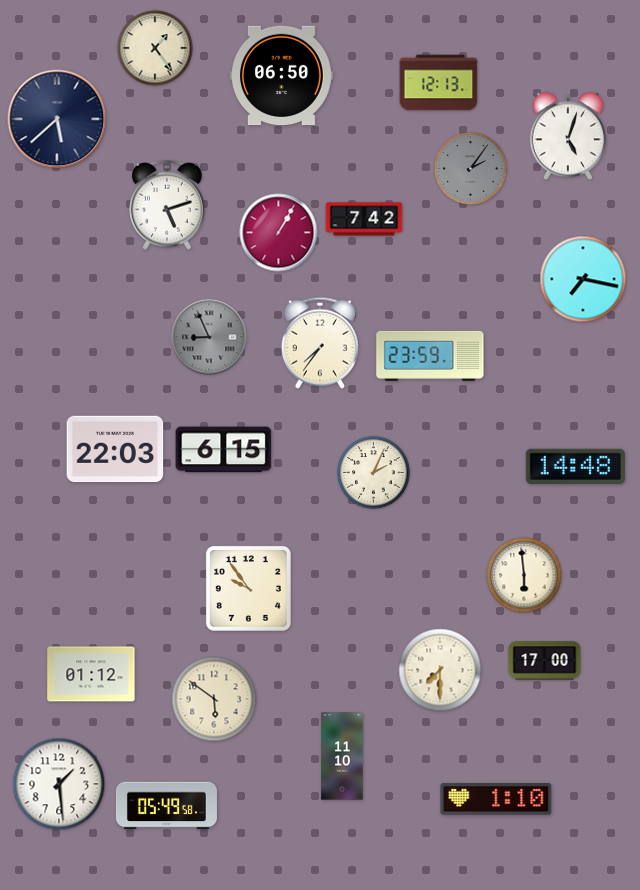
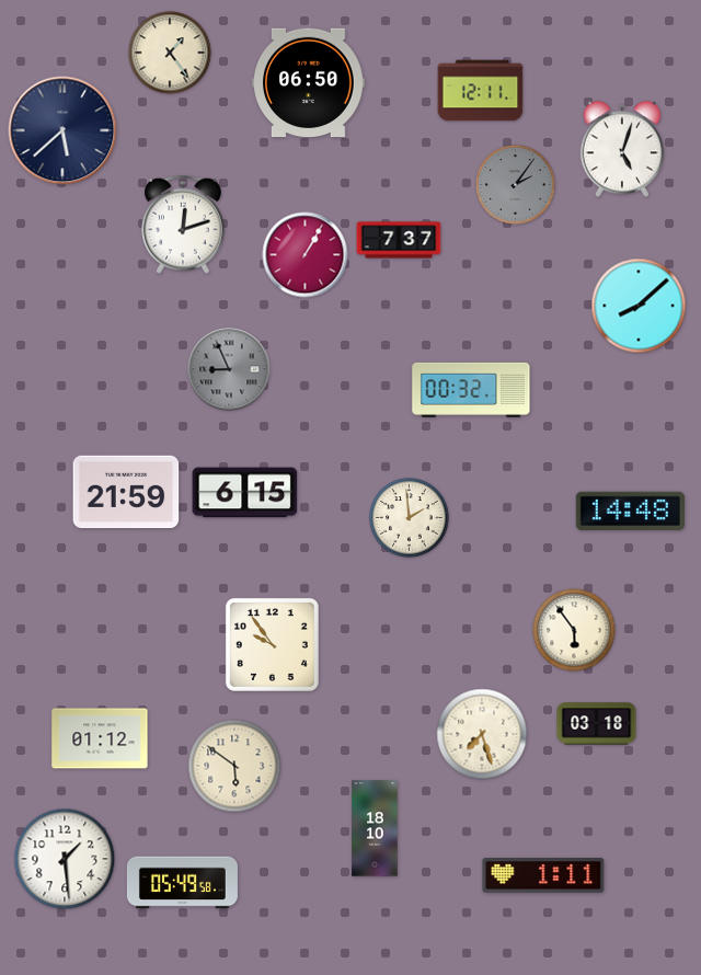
clock at (439, 83): 12:13 -> 12:11
clock at (168, 205): 5:12 -> 12:12
clock at (364, 219): 7:42 -> 7:37
clock at (583, 279): 7:17 -> 8:08
clock at (320, 343): 7:36 -> none
clock at (430, 356): 23:59 -> 00:32
clock at (115, 449): 22:03 -> 21:59
clock at (374, 473): 2:04 -> 1:59
clock at (524, 575): 5:59 -> 5:54
clock at (545, 661): 17:00 -> 03:18
clock at (440, 670): 7:30 -> 7:27
clock at (342, 756): 11:10 -> 18:10
clock at (496, 799): 1:10 -> 1:11
